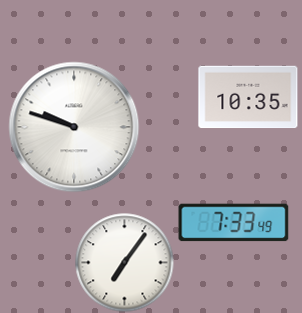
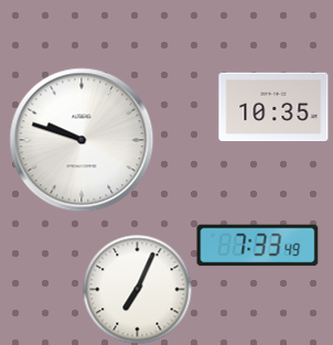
clock at (125, 263): 7:06 -> 7:04
